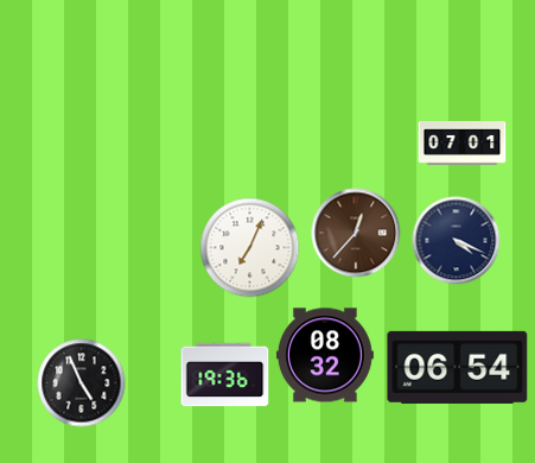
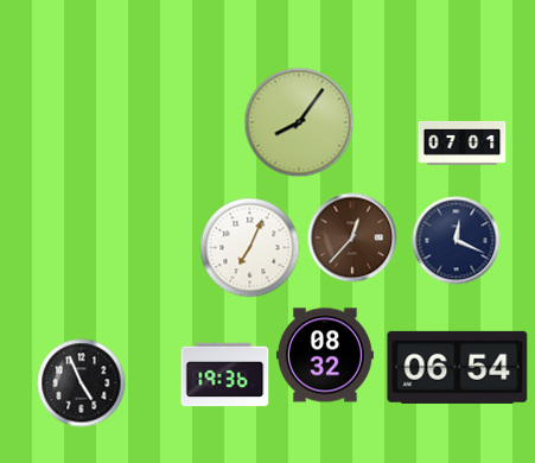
clock at (299, 122): none -> 8:06
clock at (356, 233) position: (356, 233) -> (352, 237)
clock at (457, 241): 4:19 -> 12:19
